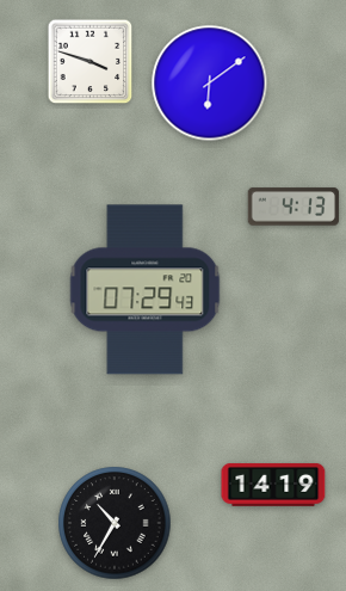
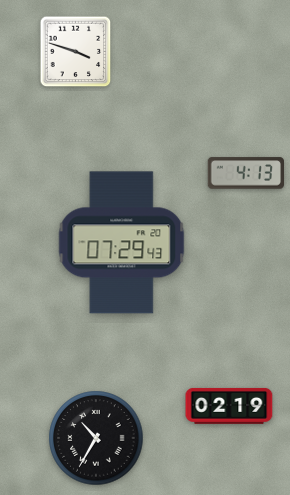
clock at (210, 84): 6:09 -> none
clock at (273, 485): 14:19 -> 02:19
